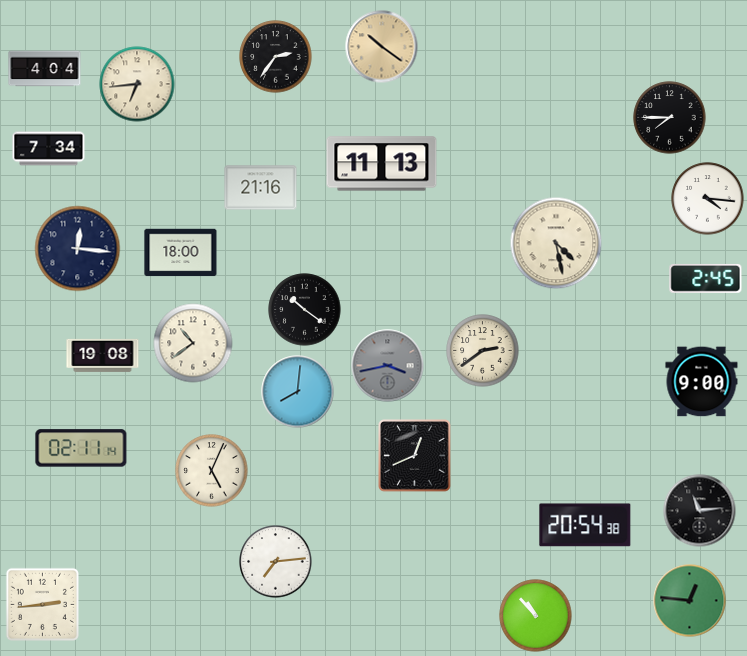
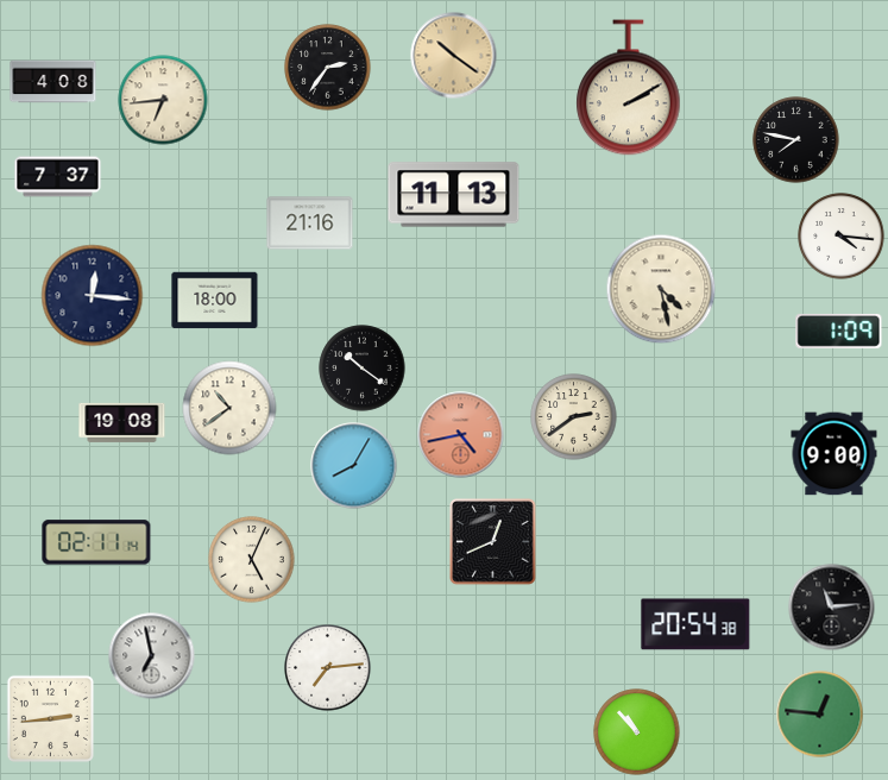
clock at (45, 69): 4:04 -> 4:08
clock at (629, 88): none -> 2:10
clock at (670, 118): 7:45 -> 7:47
clock at (49, 149): 7:34 -> 7:37
clock at (706, 278): 2:45 -> 1:09
clock at (388, 366): 3:43 -> 4:43
clock at (388, 366) dial: grey -> salmon
clock at (298, 392): 8:01 -> 8:05
clock at (81, 448) position: (81, 448) -> (96, 542)
clock at (152, 656): none -> 6:58
